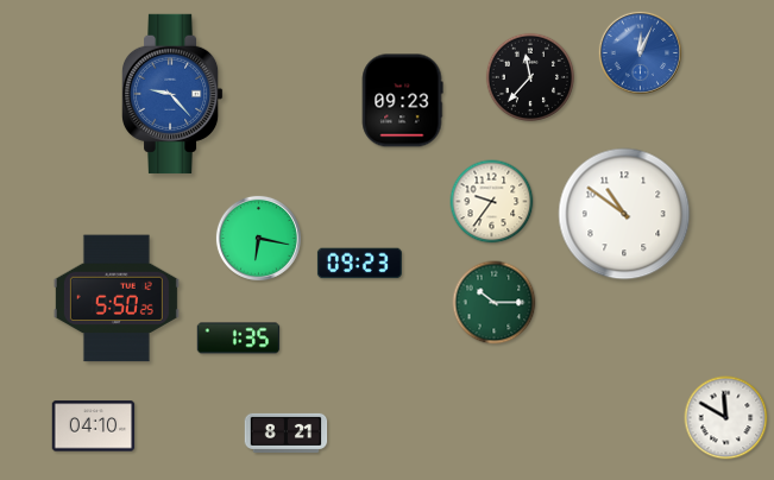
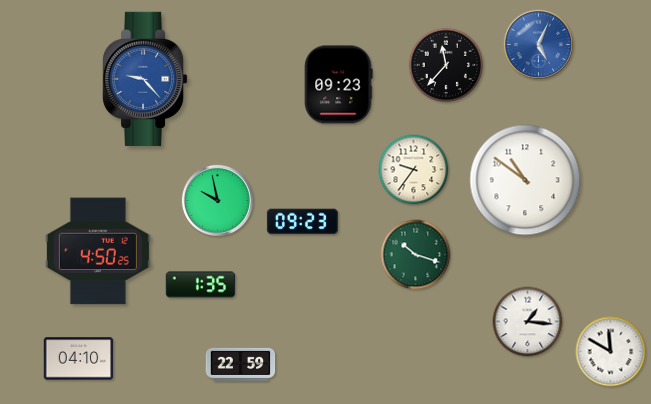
clock at (640, 52): 12:04 -> 5:04
clock at (258, 238): 6:17 -> 9:58
clock at (117, 298): 5:50 -> 4:50
clock at (495, 303): 10:15 -> 10:18
clock at (528, 322): none -> 1:16
clock at (287, 432): 8:21 -> 22:59
